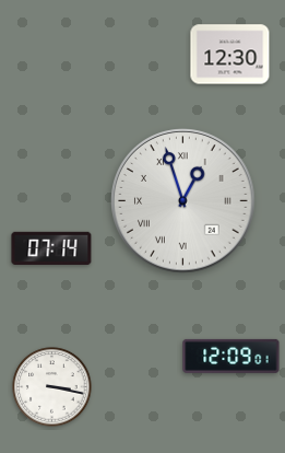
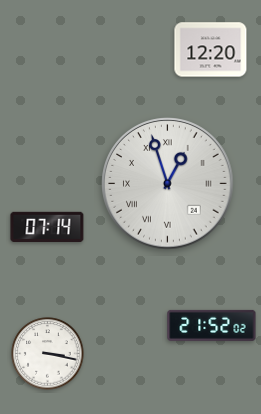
clock at (230, 55): 12:30 -> 12:20
clock at (231, 356): 12:09 -> 21:52
